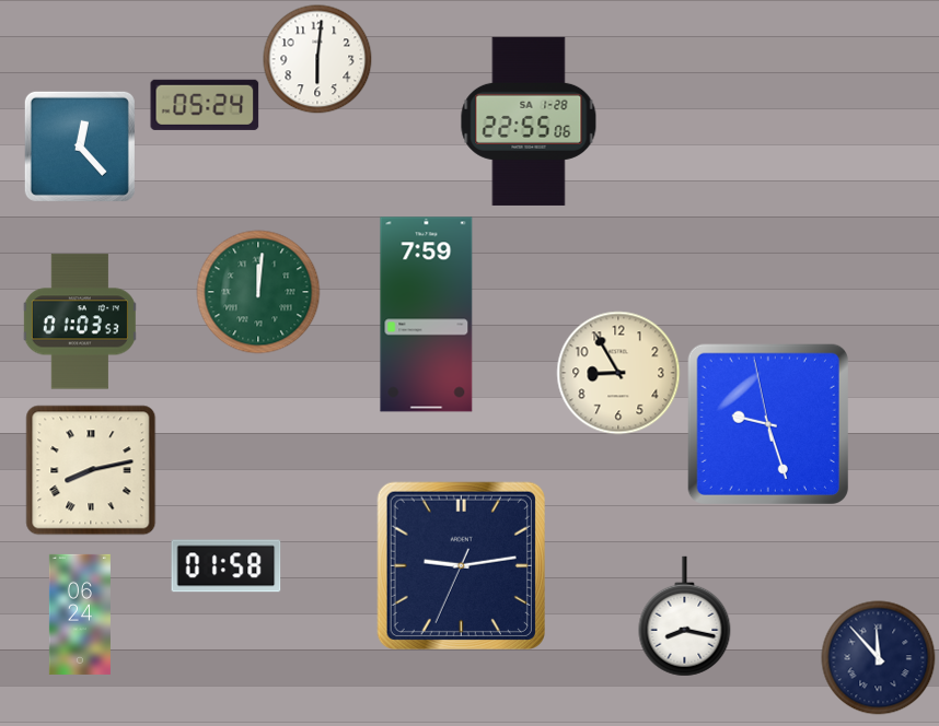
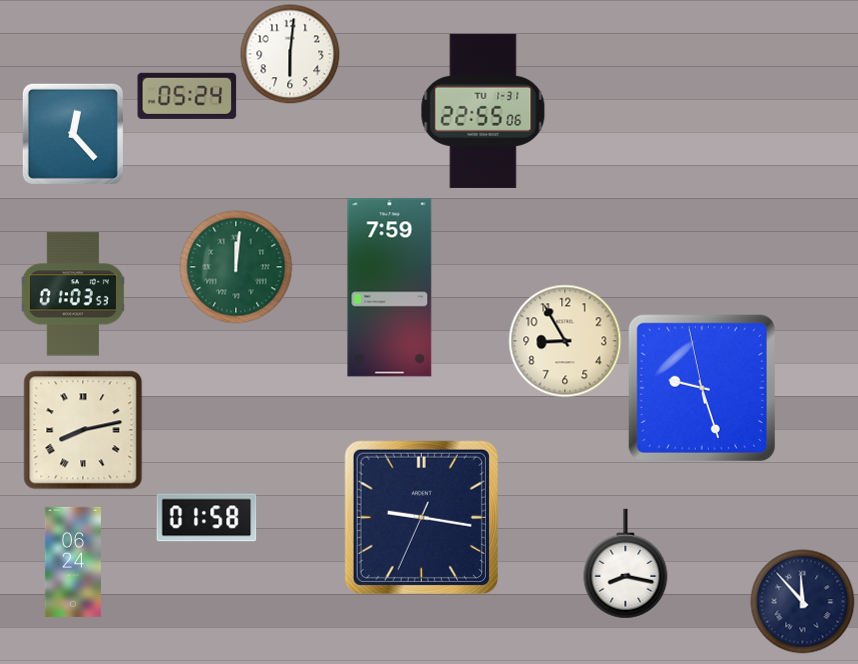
clock at (529, 121) date: SA 1-28 -> TU 1-31
clock at (461, 565): 9:13 -> 9:16
